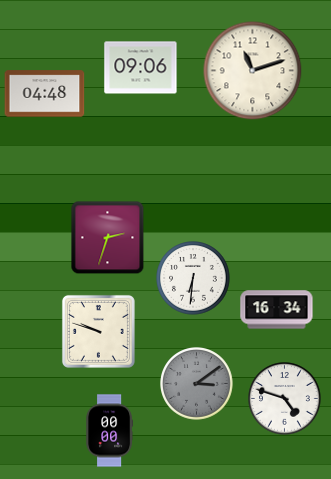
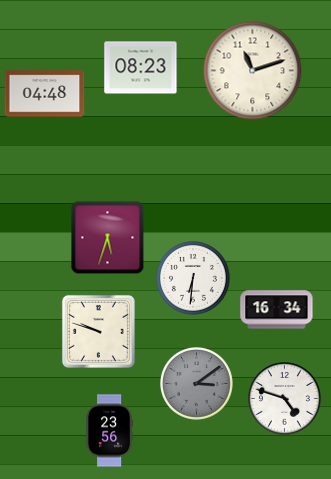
clock at (141, 68): 09:06 -> 08:23
clock at (108, 238): 2:33 -> 5:33
clock at (110, 431): 00:00 -> 23:56
